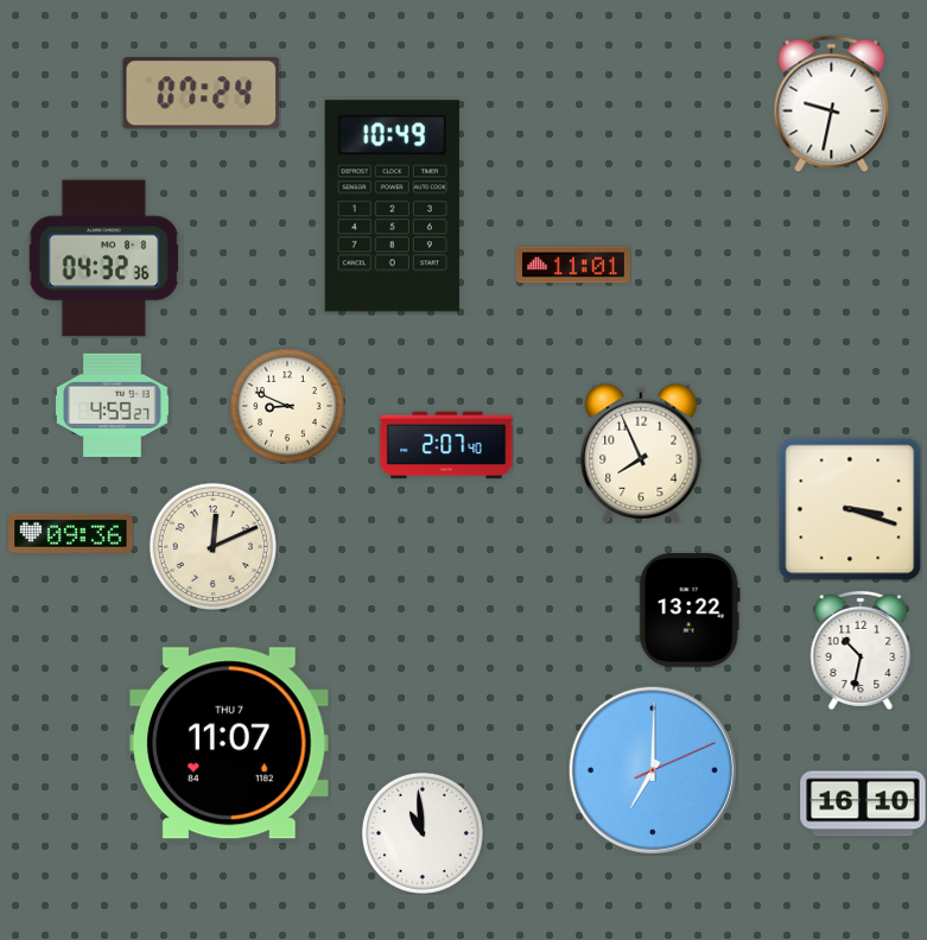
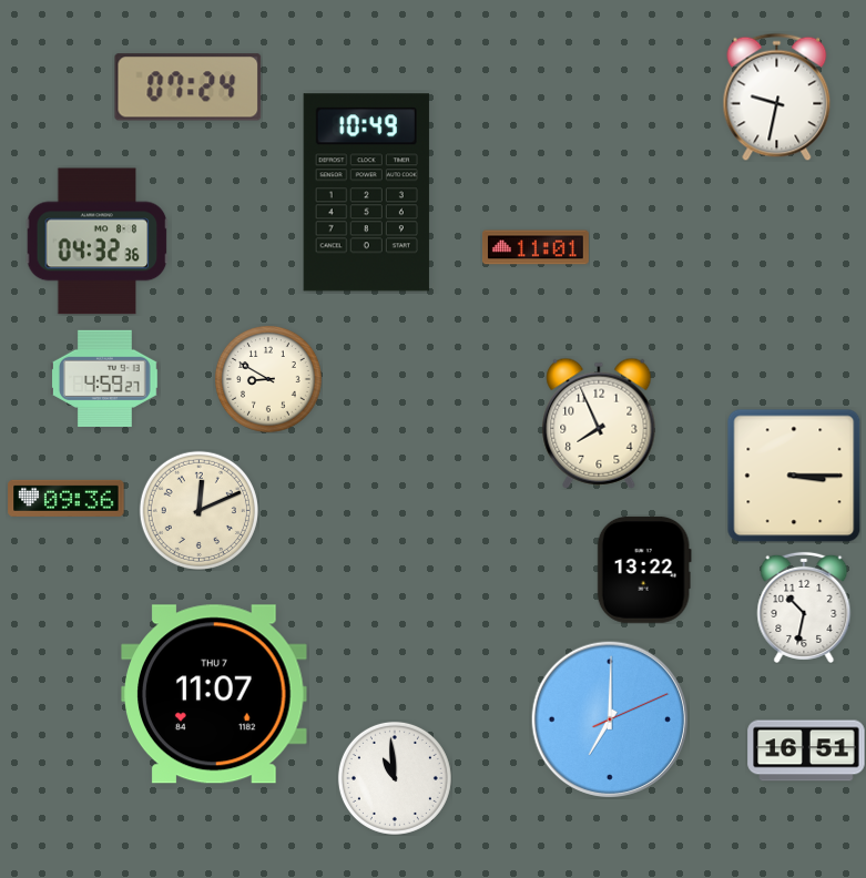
clock at (287, 406): 8:49 -> 8:50
clock at (446, 445): 2:07 -> none
clock at (850, 509): 3:18 -> 3:15
clock at (863, 804): 16:10 -> 16:51
